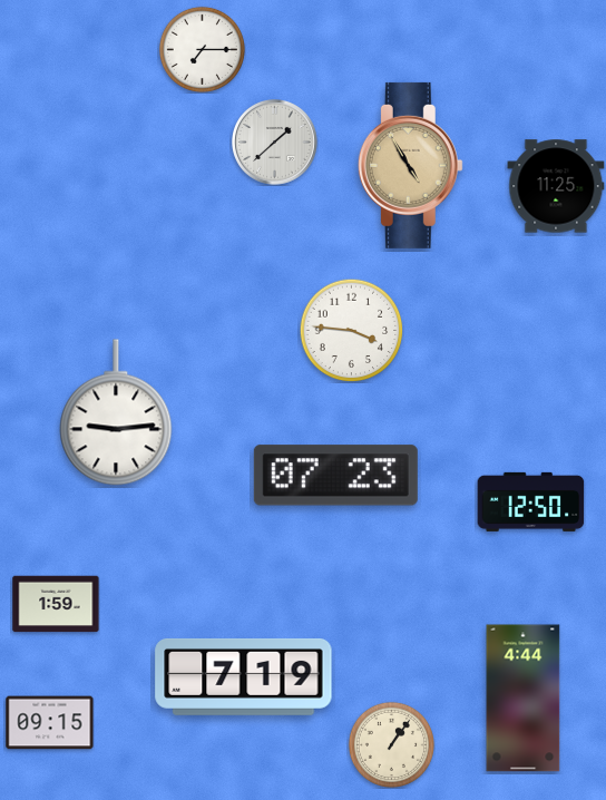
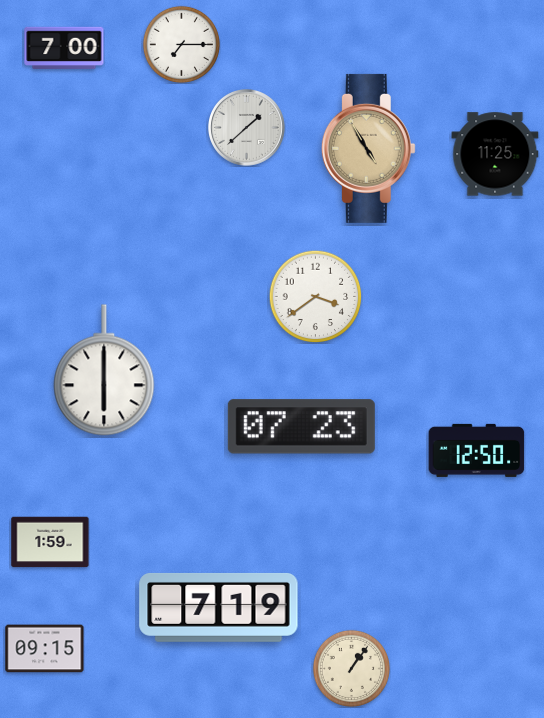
clock at (64, 48): none -> 7:00
clock at (556, 186) position: (556, 186) -> (495, 154)
clock at (351, 330): 3:46 -> 3:39
clock at (116, 412): 9:14 -> 6:00
clock at (524, 699): 4:44 -> none
